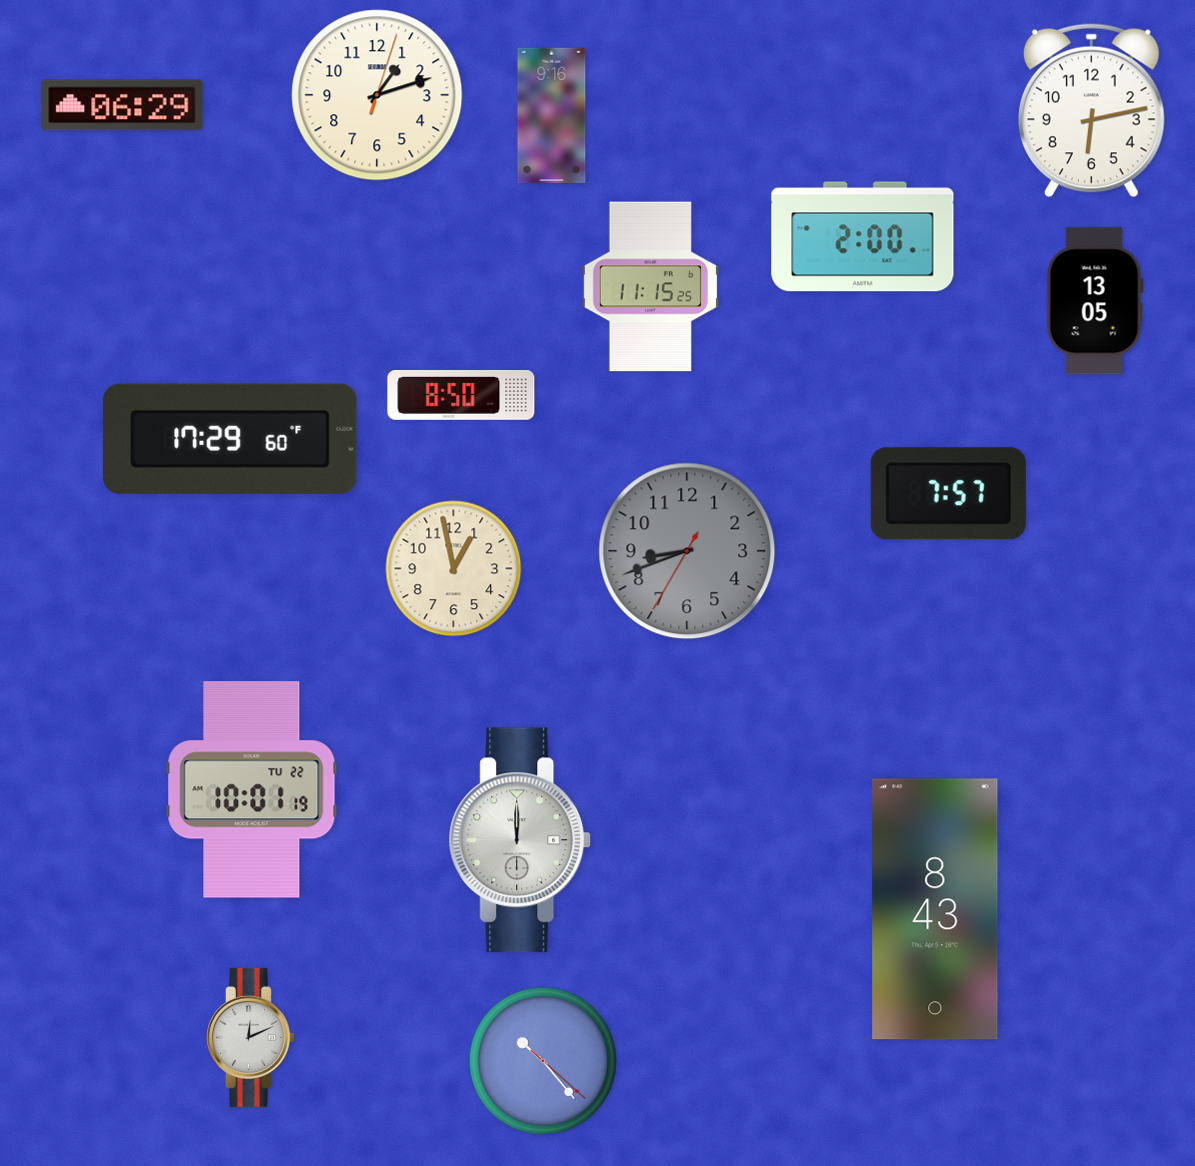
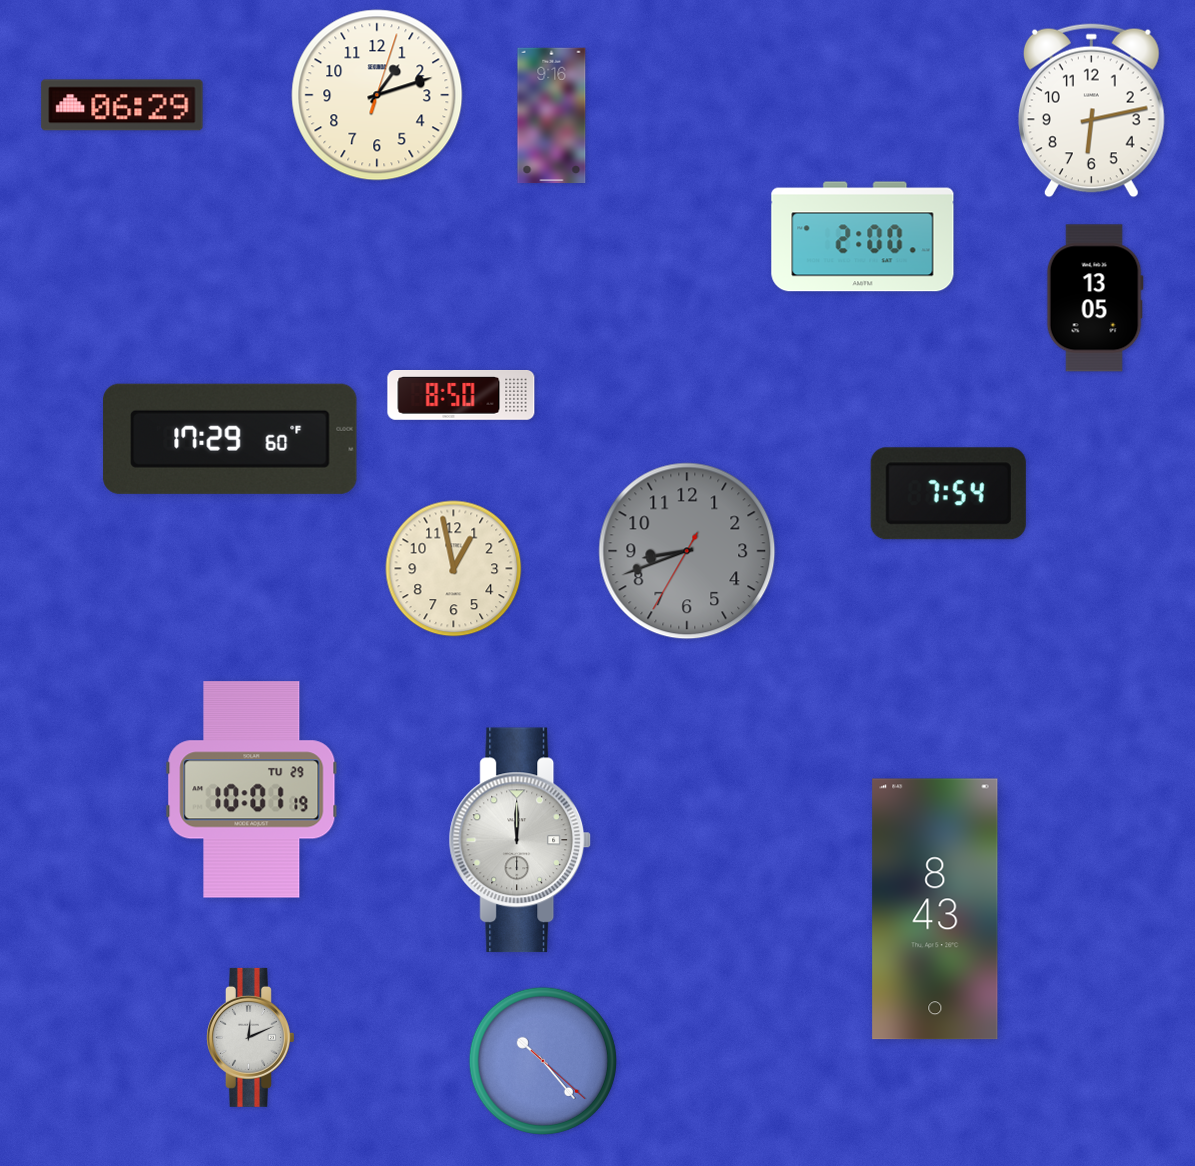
clock at (650, 287): 11:15 -> none
clock at (1095, 301) position: (1095, 301) -> (1095, 298)
clock at (948, 494): 7:57 -> 7:54
clock at (252, 790) date: TU 22 -> TU 29
